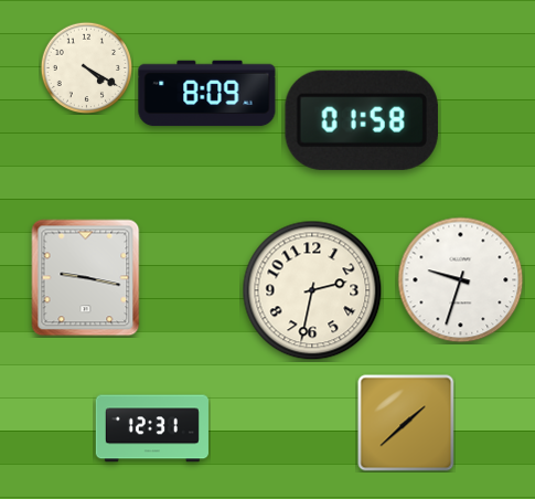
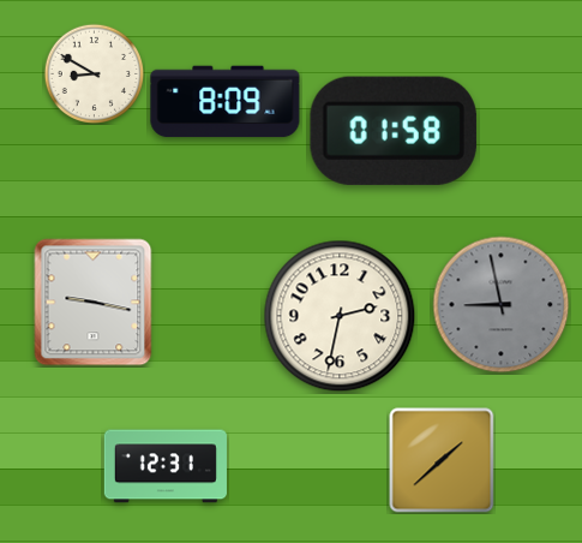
clock at (86, 67): 4:20 -> 8:50
clock at (461, 280): 9:33 -> 8:58
clock at (461, 280) dial: white -> grey
